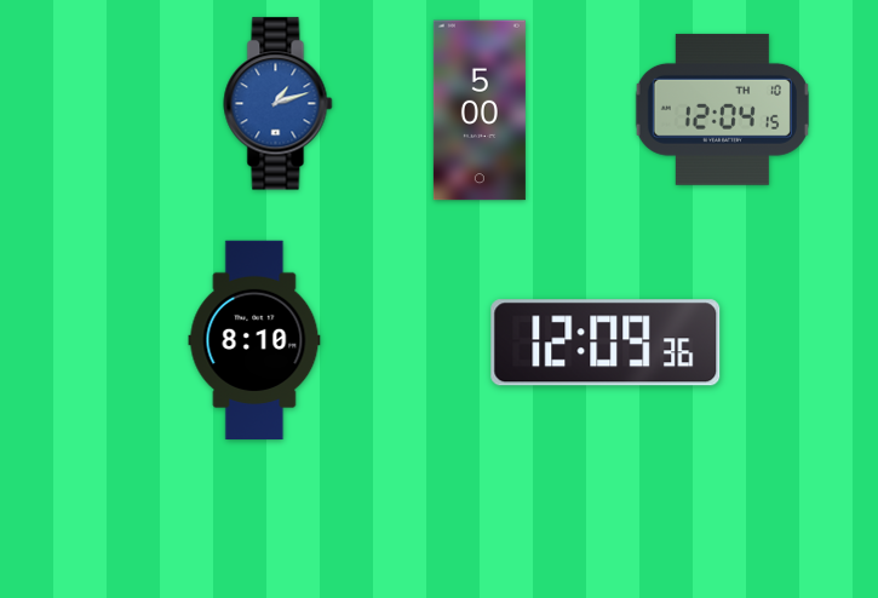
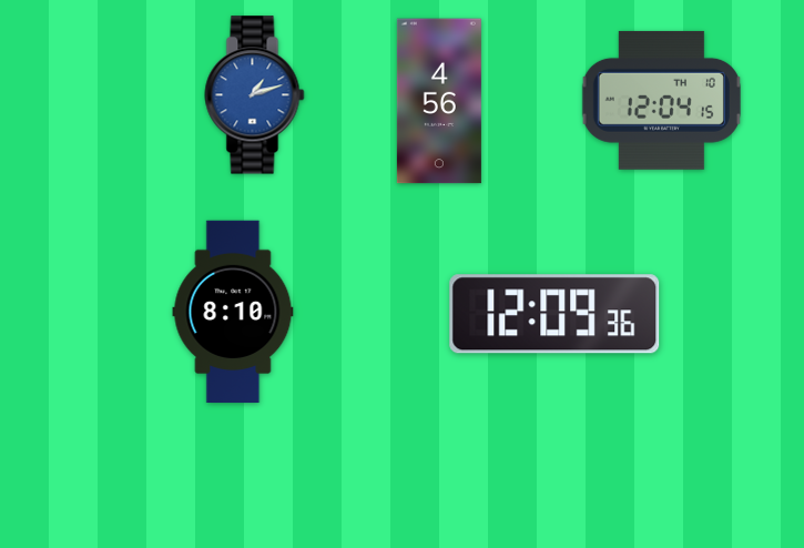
clock at (480, 110): 5:00 -> 4:56
